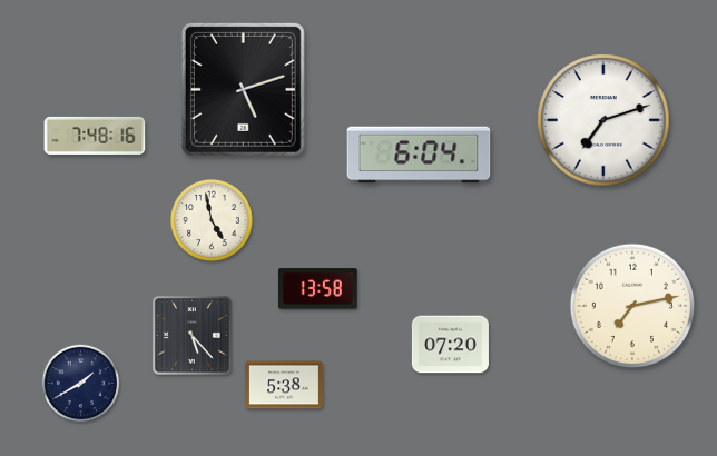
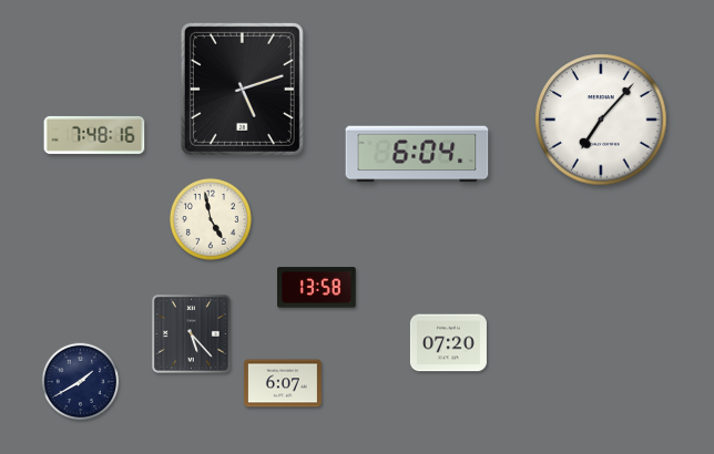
clock at (603, 120): 7:12 -> 7:07
clock at (631, 305): 7:13 -> none
clock at (284, 385): 5:38 -> 6:07
